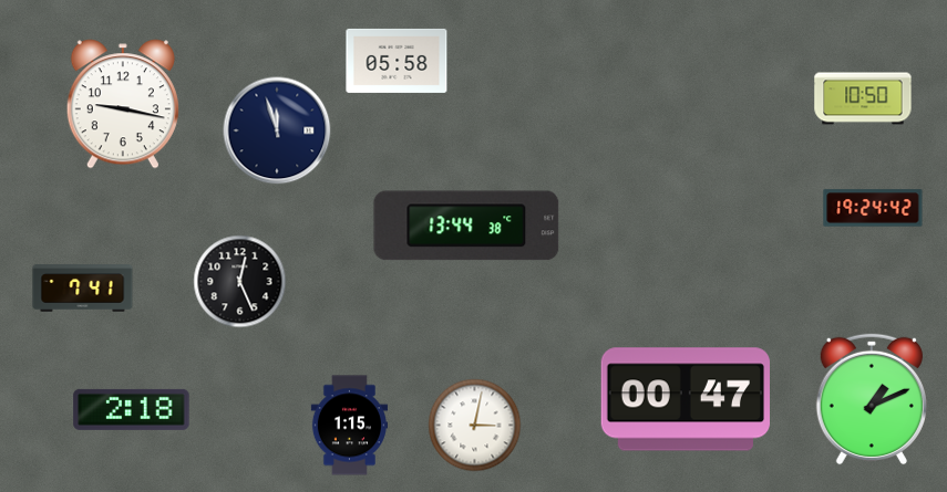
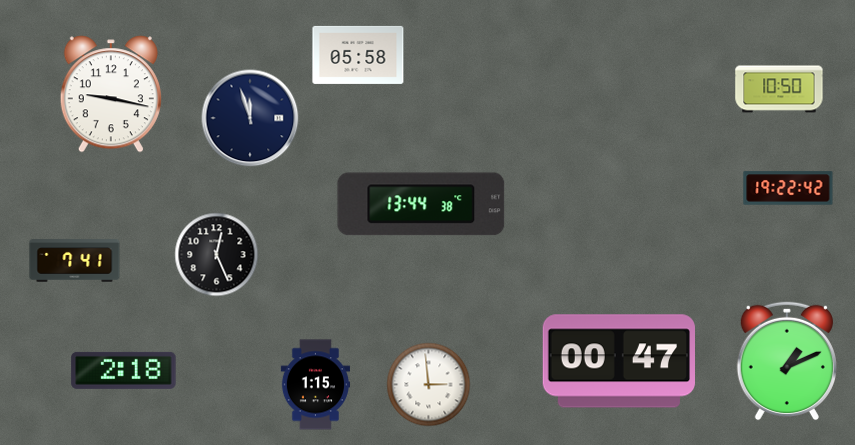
clock at (873, 208): 19:24 -> 19:22
clock at (132, 409) position: (132, 409) -> (124, 370)
clock at (475, 426): 3:02 -> 2:59
